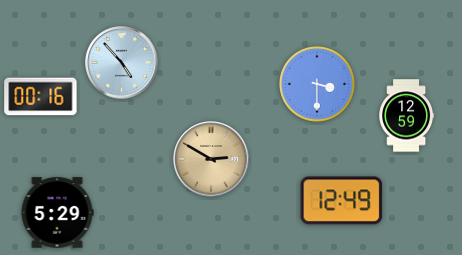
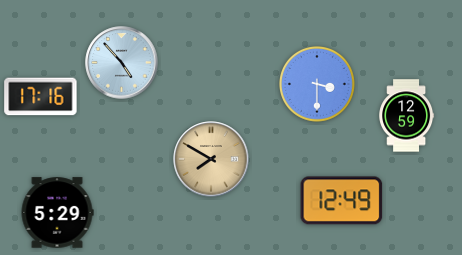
clock at (41, 97): 00:16 -> 17:16
clock at (211, 159): 2:50 -> 7:50
